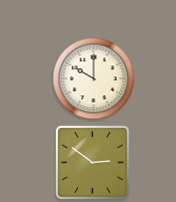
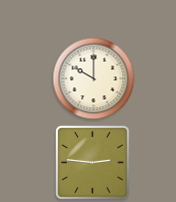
clock at (93, 163): 2:51 -> 2:46
